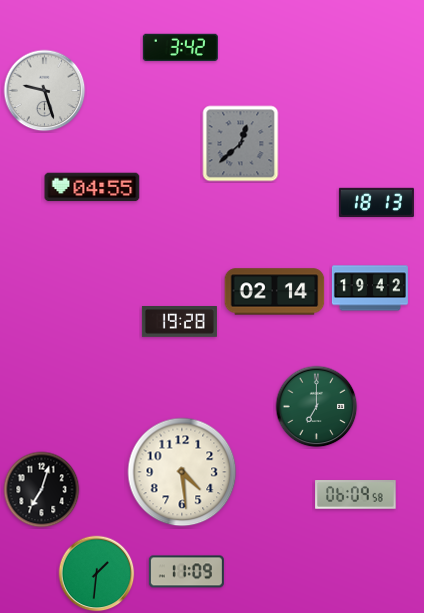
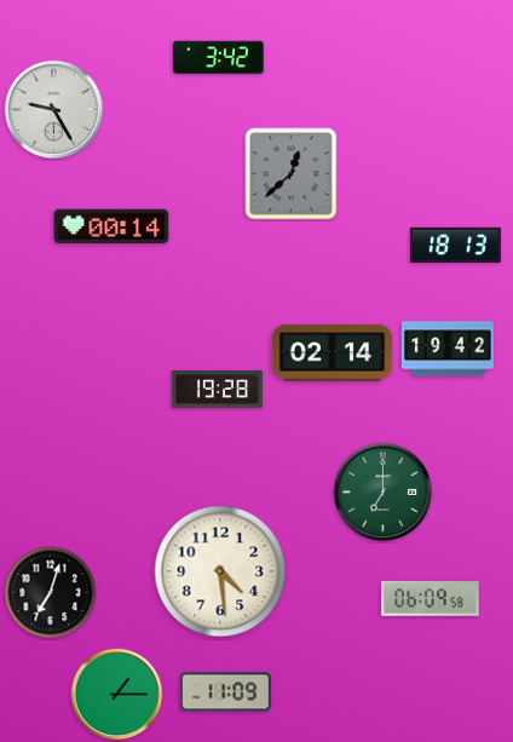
clock at (45, 91): 9:27 -> 9:25
clock at (92, 187): 04:55 -> 00:14
clock at (97, 574): 1:31 -> 1:15
